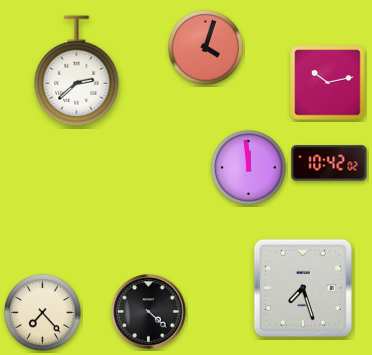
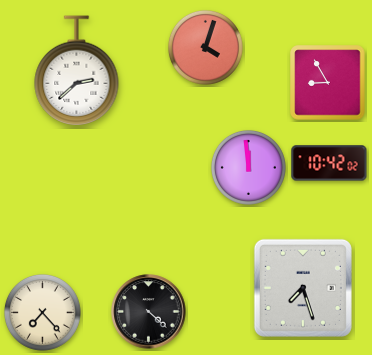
clock at (328, 83): 10:13 -> 8:55
